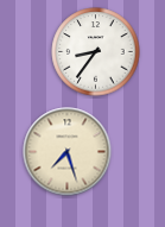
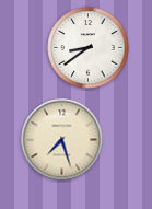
clock at (96, 52): 8:36 -> 8:39
